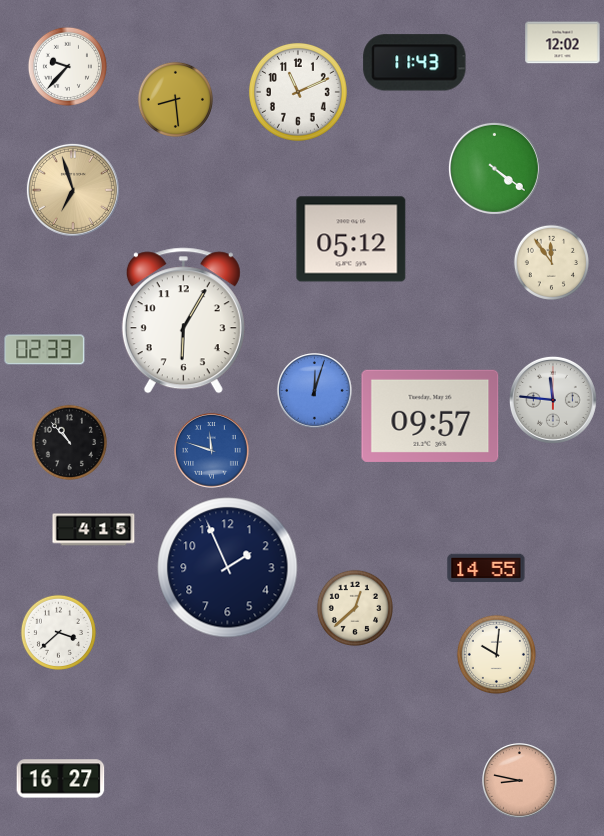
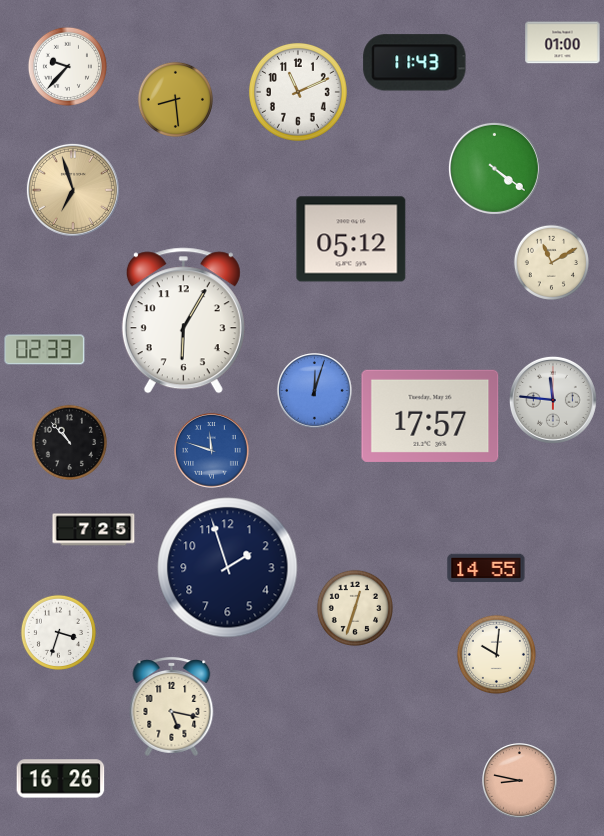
clock at (563, 43): 12:02 -> 01:00
clock at (551, 262): 11:54 -> 11:10
clock at (430, 416): 09:57 -> 17:57
clock at (94, 530): 4:15 -> 7:25
clock at (228, 568): 1:56 -> 1:57
clock at (355, 608): 12:38 -> 12:33
clock at (58, 632): 3:38 -> 3:33
clock at (172, 706): none -> 5:17
clock at (61, 779): 16:27 -> 16:26
